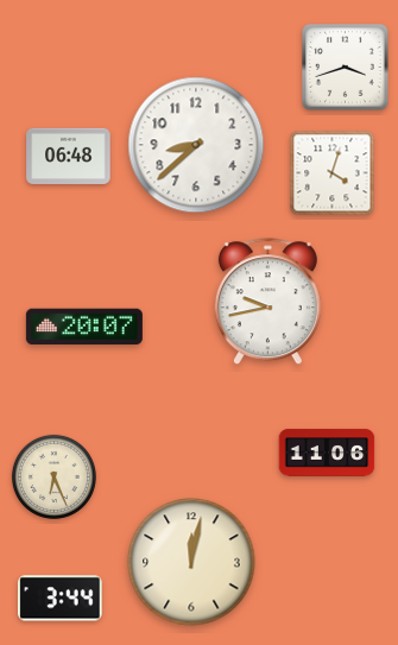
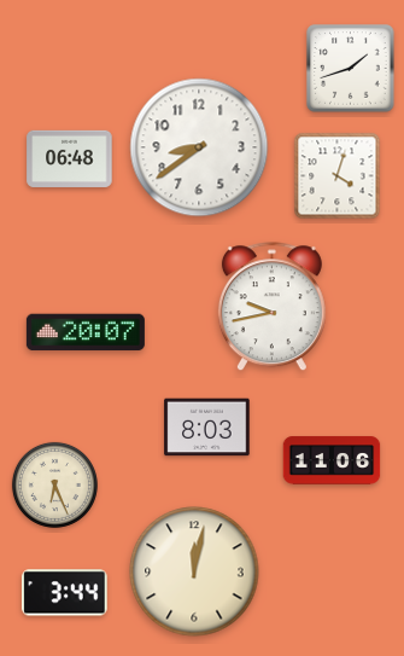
clock at (346, 68): 3:42 -> 1:42
clock at (196, 145): 8:38 -> 8:39
clock at (207, 428): none -> 8:03
clock at (61, 599) position: (61, 599) -> (65, 593)
